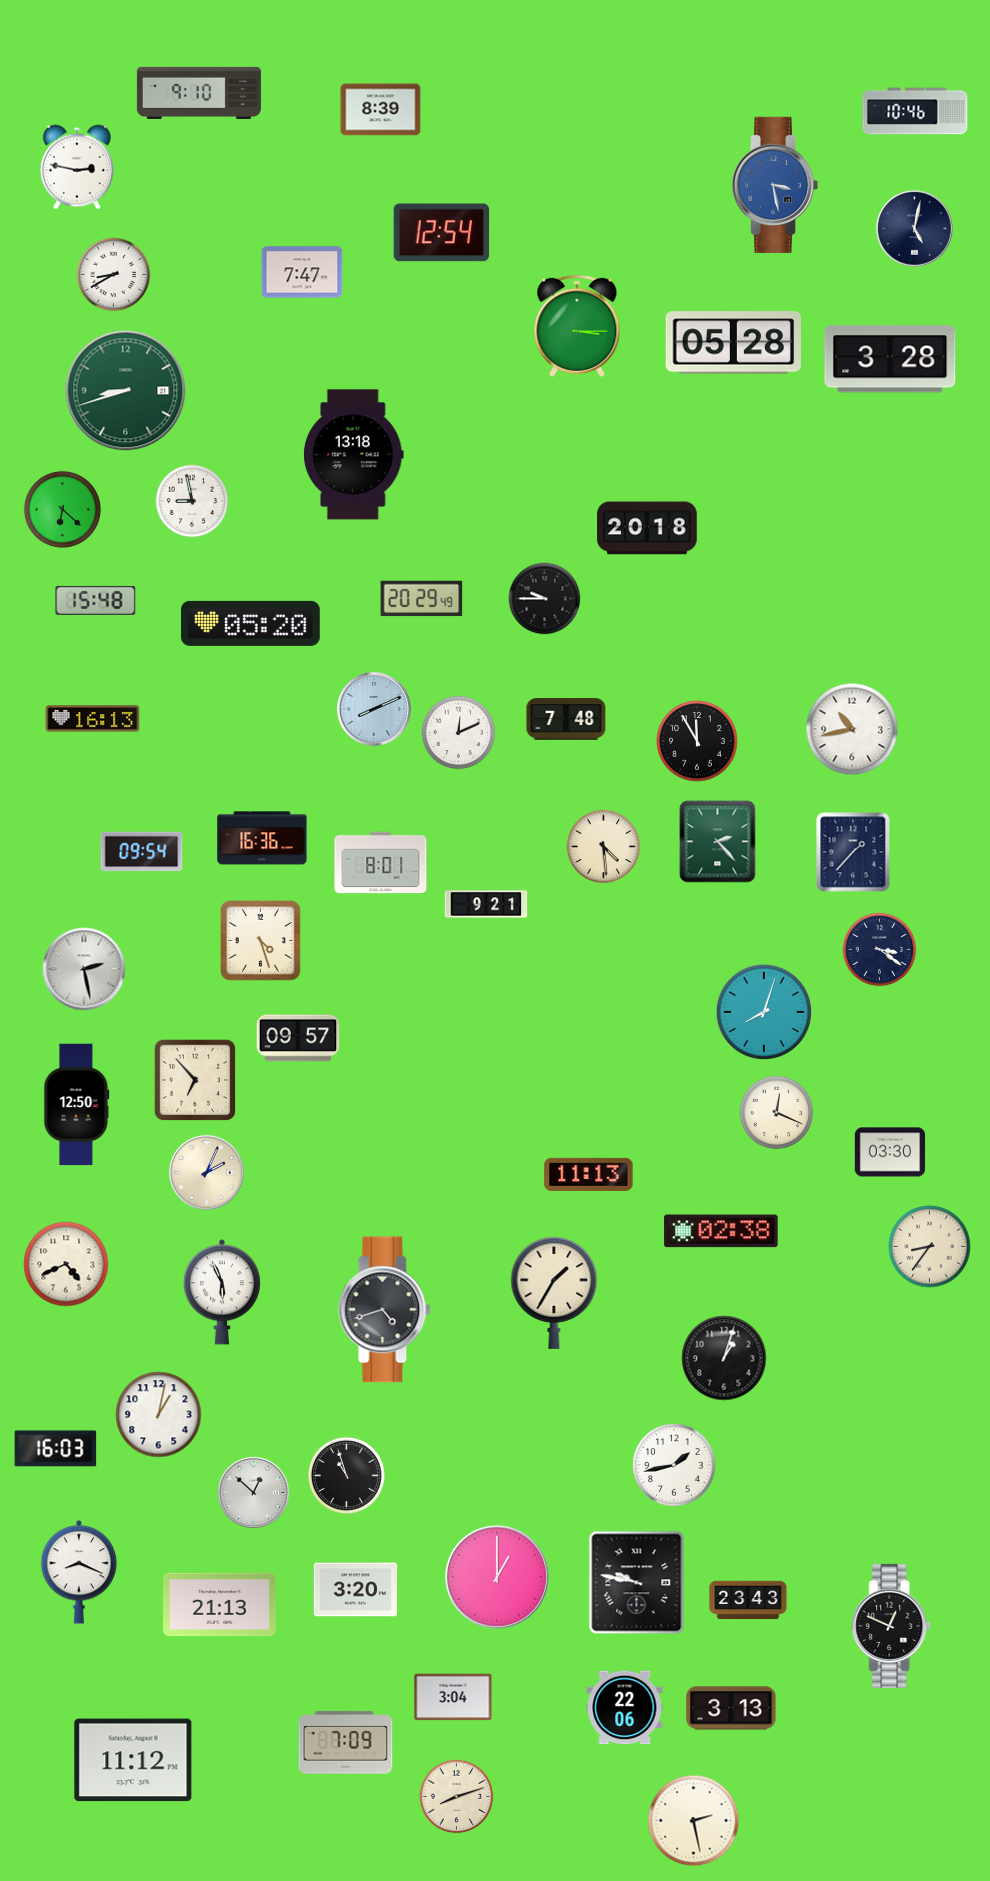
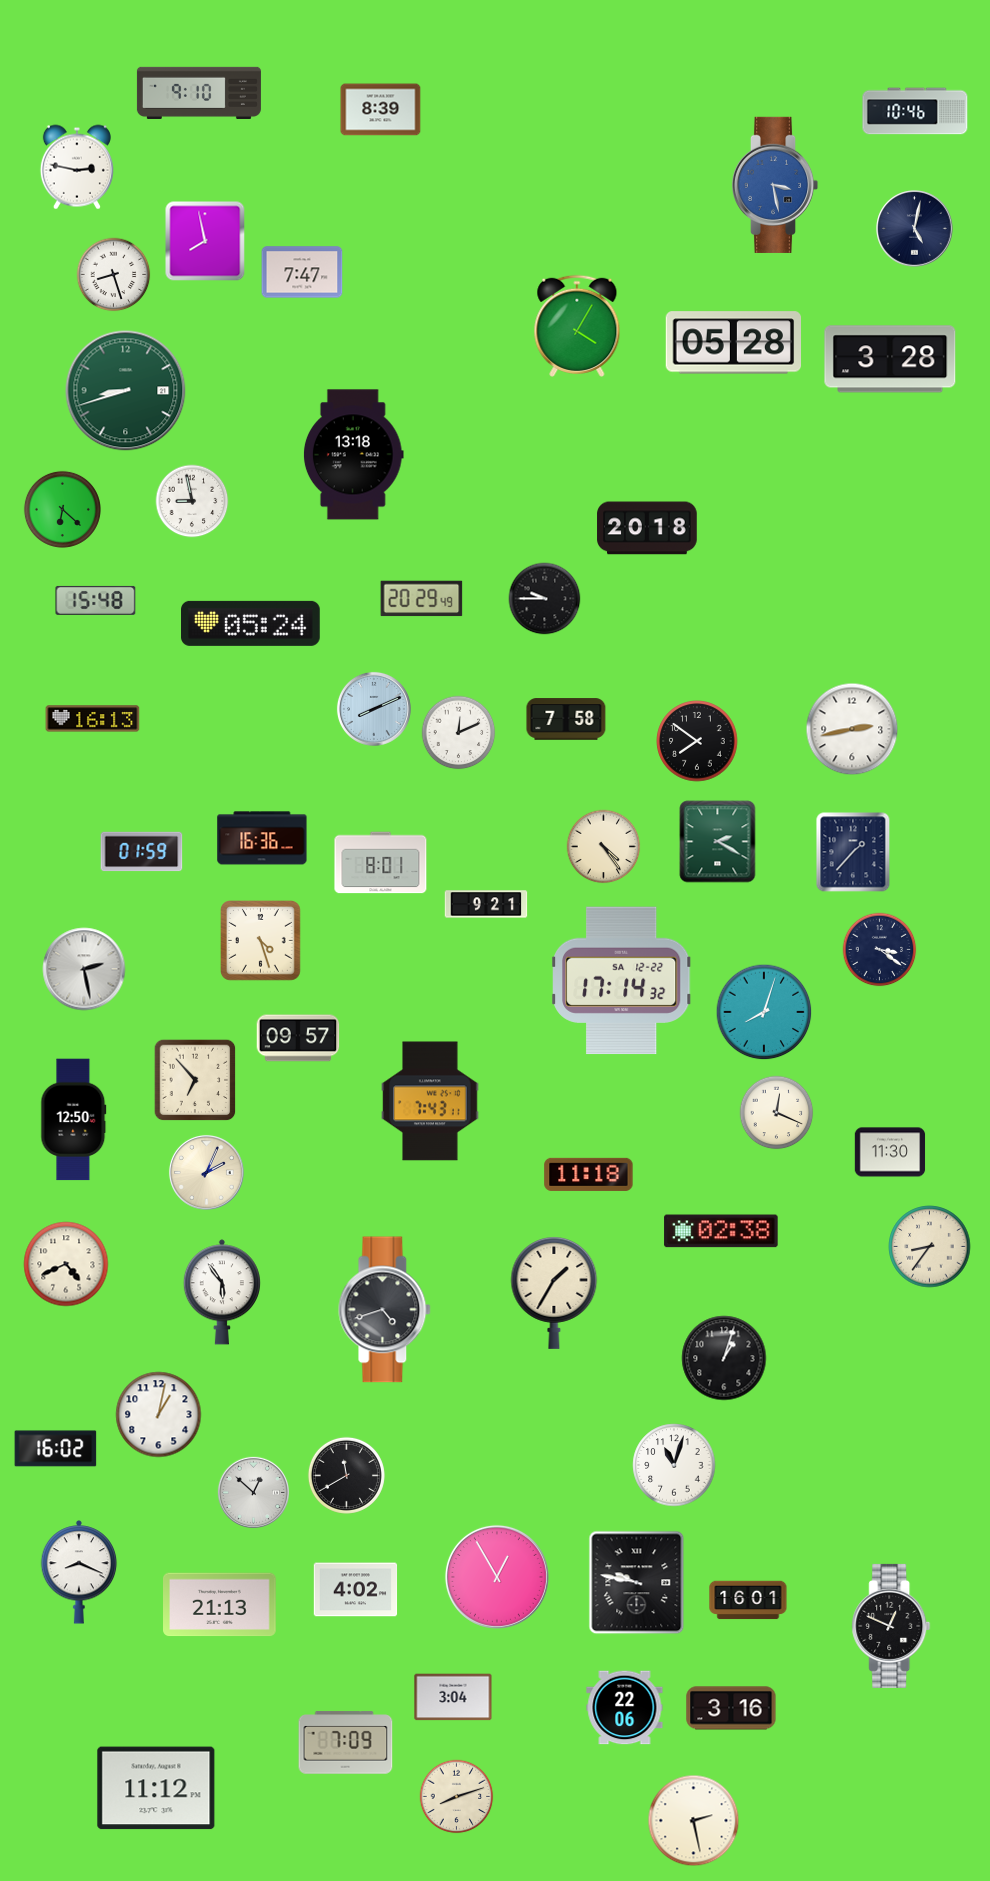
clock at (442, 233): 12:54 -> none
clock at (205, 241): none -> 7:58
clock at (114, 275): 8:40 -> 8:27
clock at (577, 326): 3:15 -> 4:05
clock at (251, 623): 05:20 -> 05:24
clock at (566, 719): 7:48 -> 7:58
clock at (852, 729): 10:43 -> 2:43
clock at (697, 741): 11:55 -> 7:51
clock at (718, 842): 2:23 -> 2:20
clock at (604, 847): 4:29 -> 4:24
clock at (142, 852): 09:54 -> 01:59
clock at (622, 981): none -> 17:14
clock at (430, 1101): none -> 7:43
clock at (77, 1105) position: (77, 1105) -> (74, 1120)
clock at (890, 1152): 03:30 -> 11:30
clock at (589, 1174): 11:13 -> 11:18
clock at (222, 1292): 5:56 -> 5:54
clock at (56, 1449): 16:03 -> 16:02
clock at (674, 1465): 1:43 -> 11:03
clock at (346, 1475): 10:57 -> 11:40
clock at (497, 1577): 1:00 -> 12:55
clock at (356, 1590): 3:20 -> 4:02
clock at (748, 1600): 23:43 -> 16:01
clock at (731, 1708): 3:13 -> 3:16
clock at (133, 1760) position: (133, 1760) -> (156, 1788)
